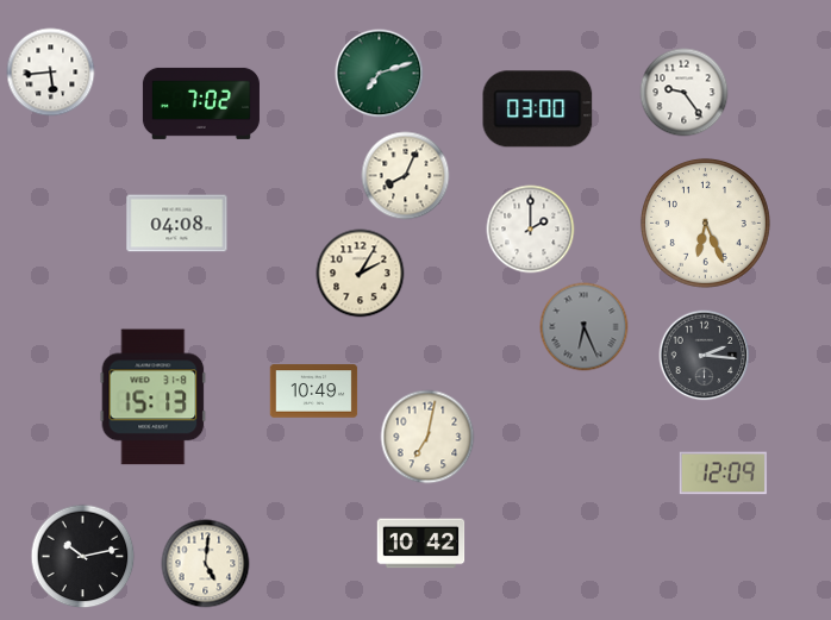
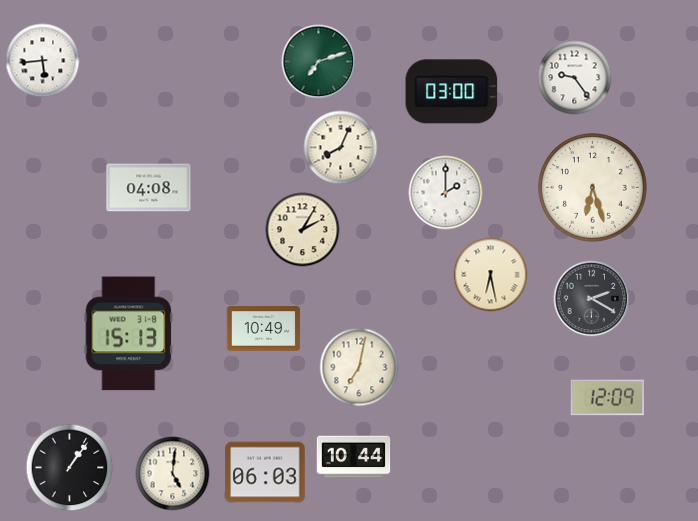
clock at (201, 104): 7:02 -> none
clock at (705, 223): 6:26 -> 6:27
clock at (585, 327): 6:26 -> 6:28
clock at (585, 327) dial: grey -> cream
clock at (705, 356): 2:16 -> 2:20
clock at (421, 544): 10:42 -> 10:44
clock at (83, 557): 10:13 -> 1:06
clock at (265, 472): none -> 06:03
